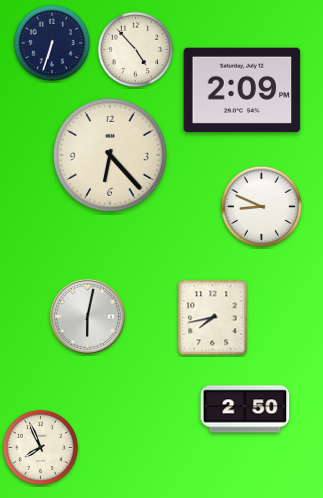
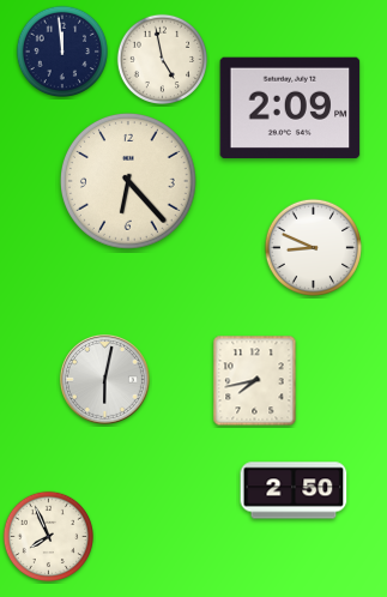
clock at (51, 42): 6:33 -> 11:59
clock at (136, 50): 4:53 -> 4:58
clock at (111, 156) position: (111, 156) -> (129, 182)
